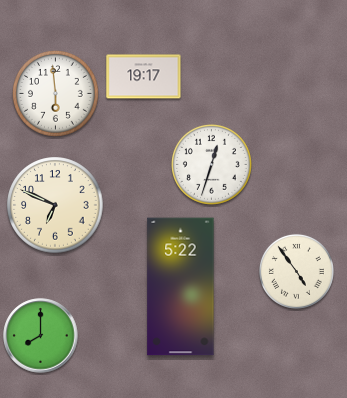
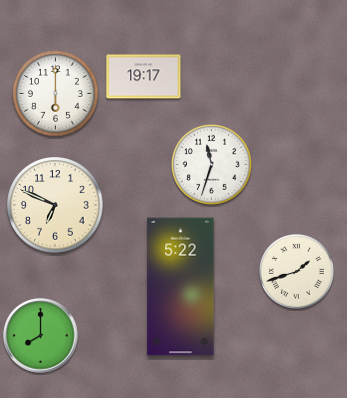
clock at (56, 94): 5:59 -> 6:00
clock at (211, 164): 12:33 -> 11:33
clock at (296, 271): 4:54 -> 1:42
